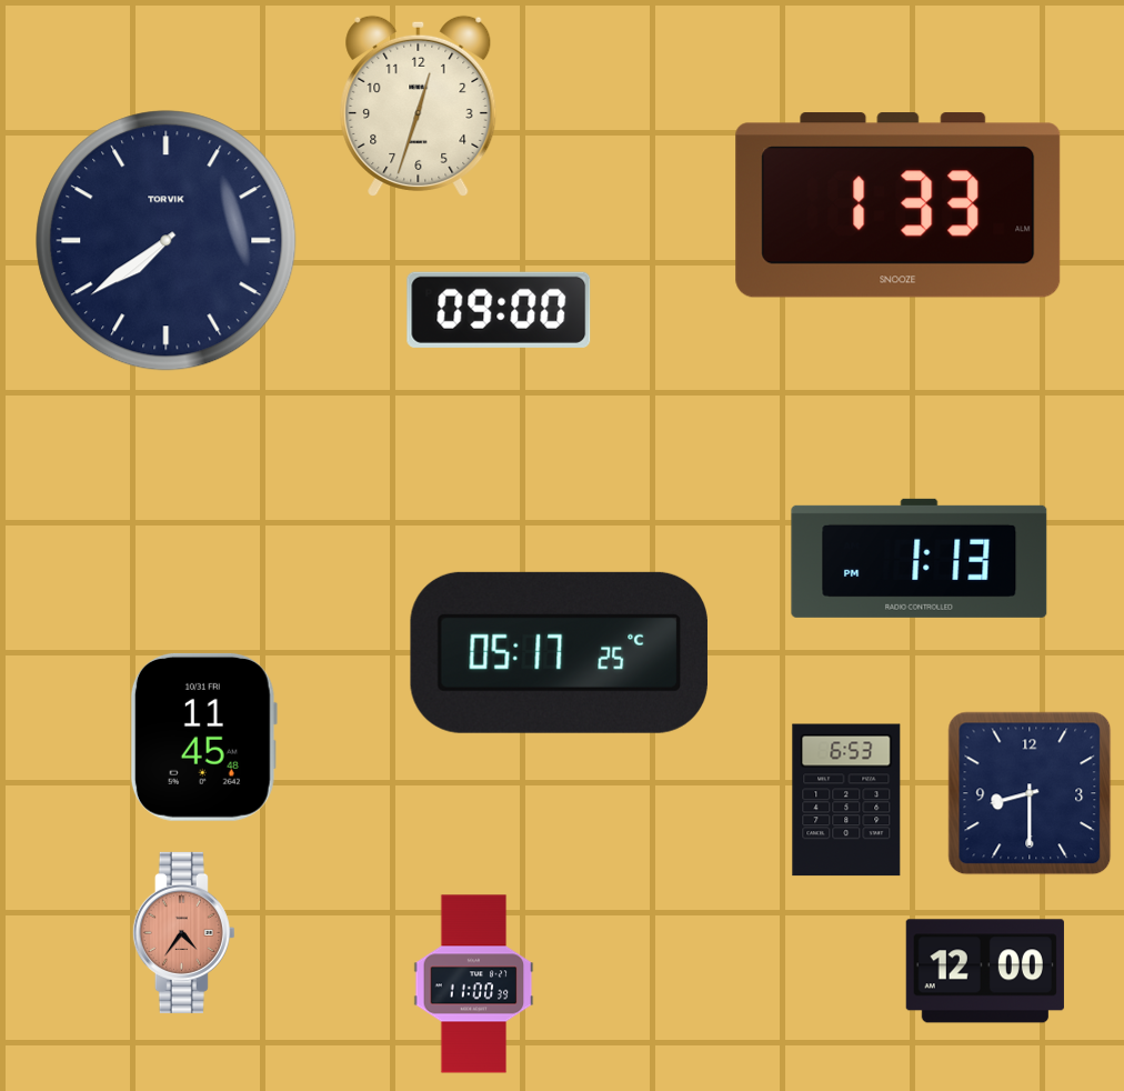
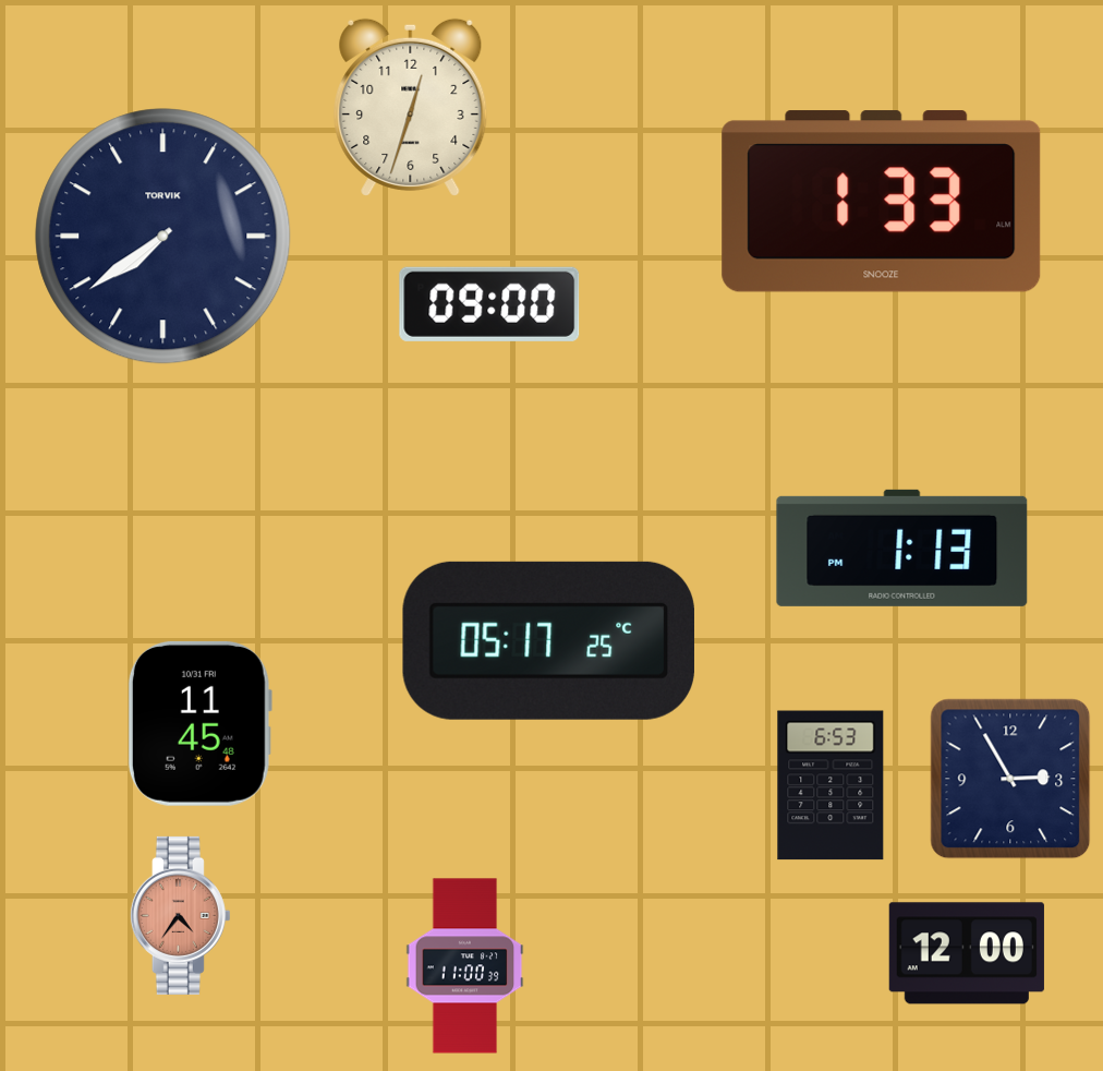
clock at (419, 106) position: (419, 106) -> (411, 107)
clock at (1030, 793): 8:30 -> 2:55
